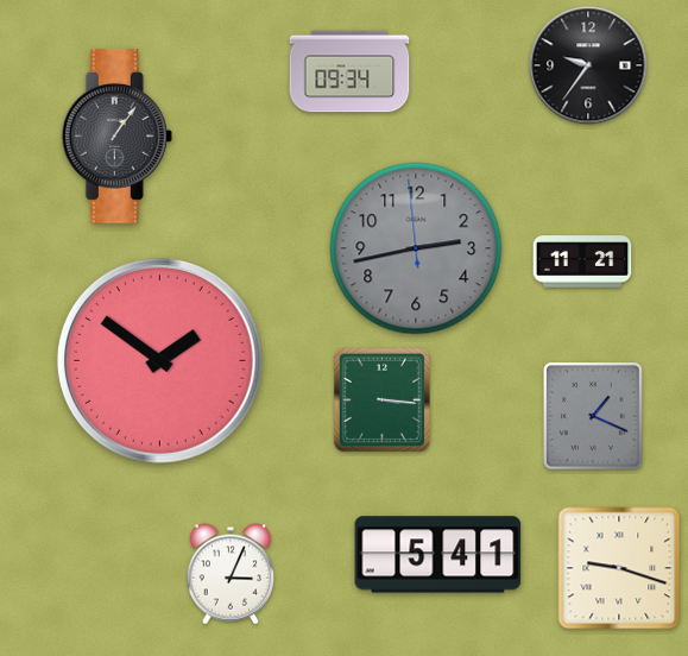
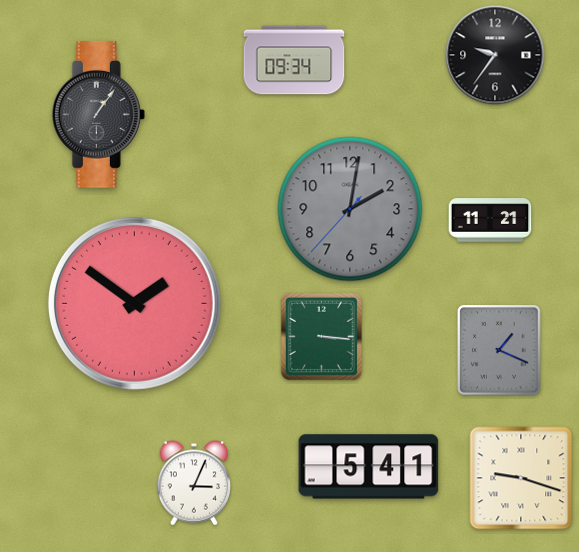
clock at (416, 248): 2:42 -> 2:01
